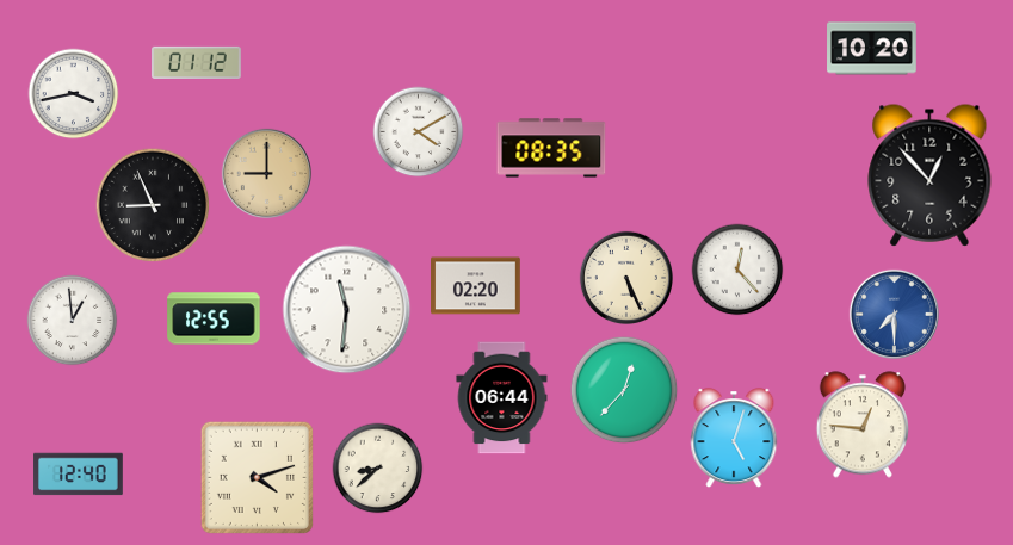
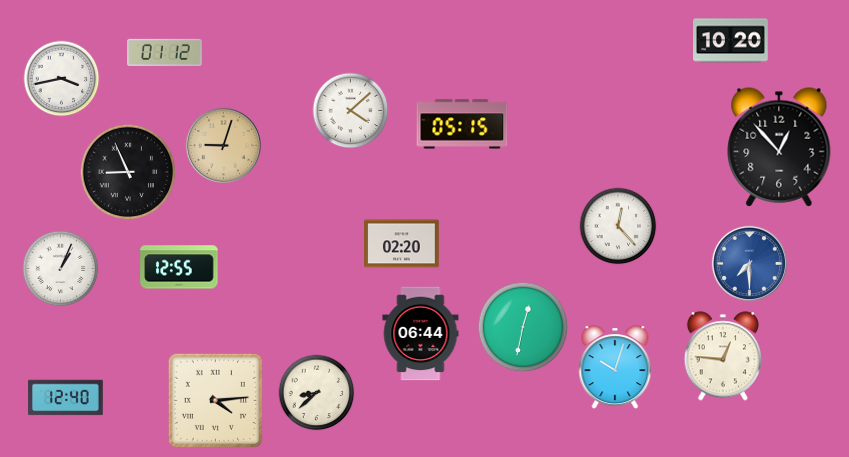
clock at (419, 132): 4:10 -> 4:08
clock at (551, 148): 08:35 -> 05:15
clock at (266, 173): 9:00 -> 9:03
clock at (625, 277): 5:26 -> none
clock at (476, 286) position: (476, 286) -> (402, 244)
clock at (347, 310): 11:31 -> none
clock at (73, 321): 12:59 -> 1:04
clock at (624, 390): 12:37 -> 12:32
clock at (734, 439): 5:03 -> 10:03
clock at (257, 477): 4:12 -> 4:14
